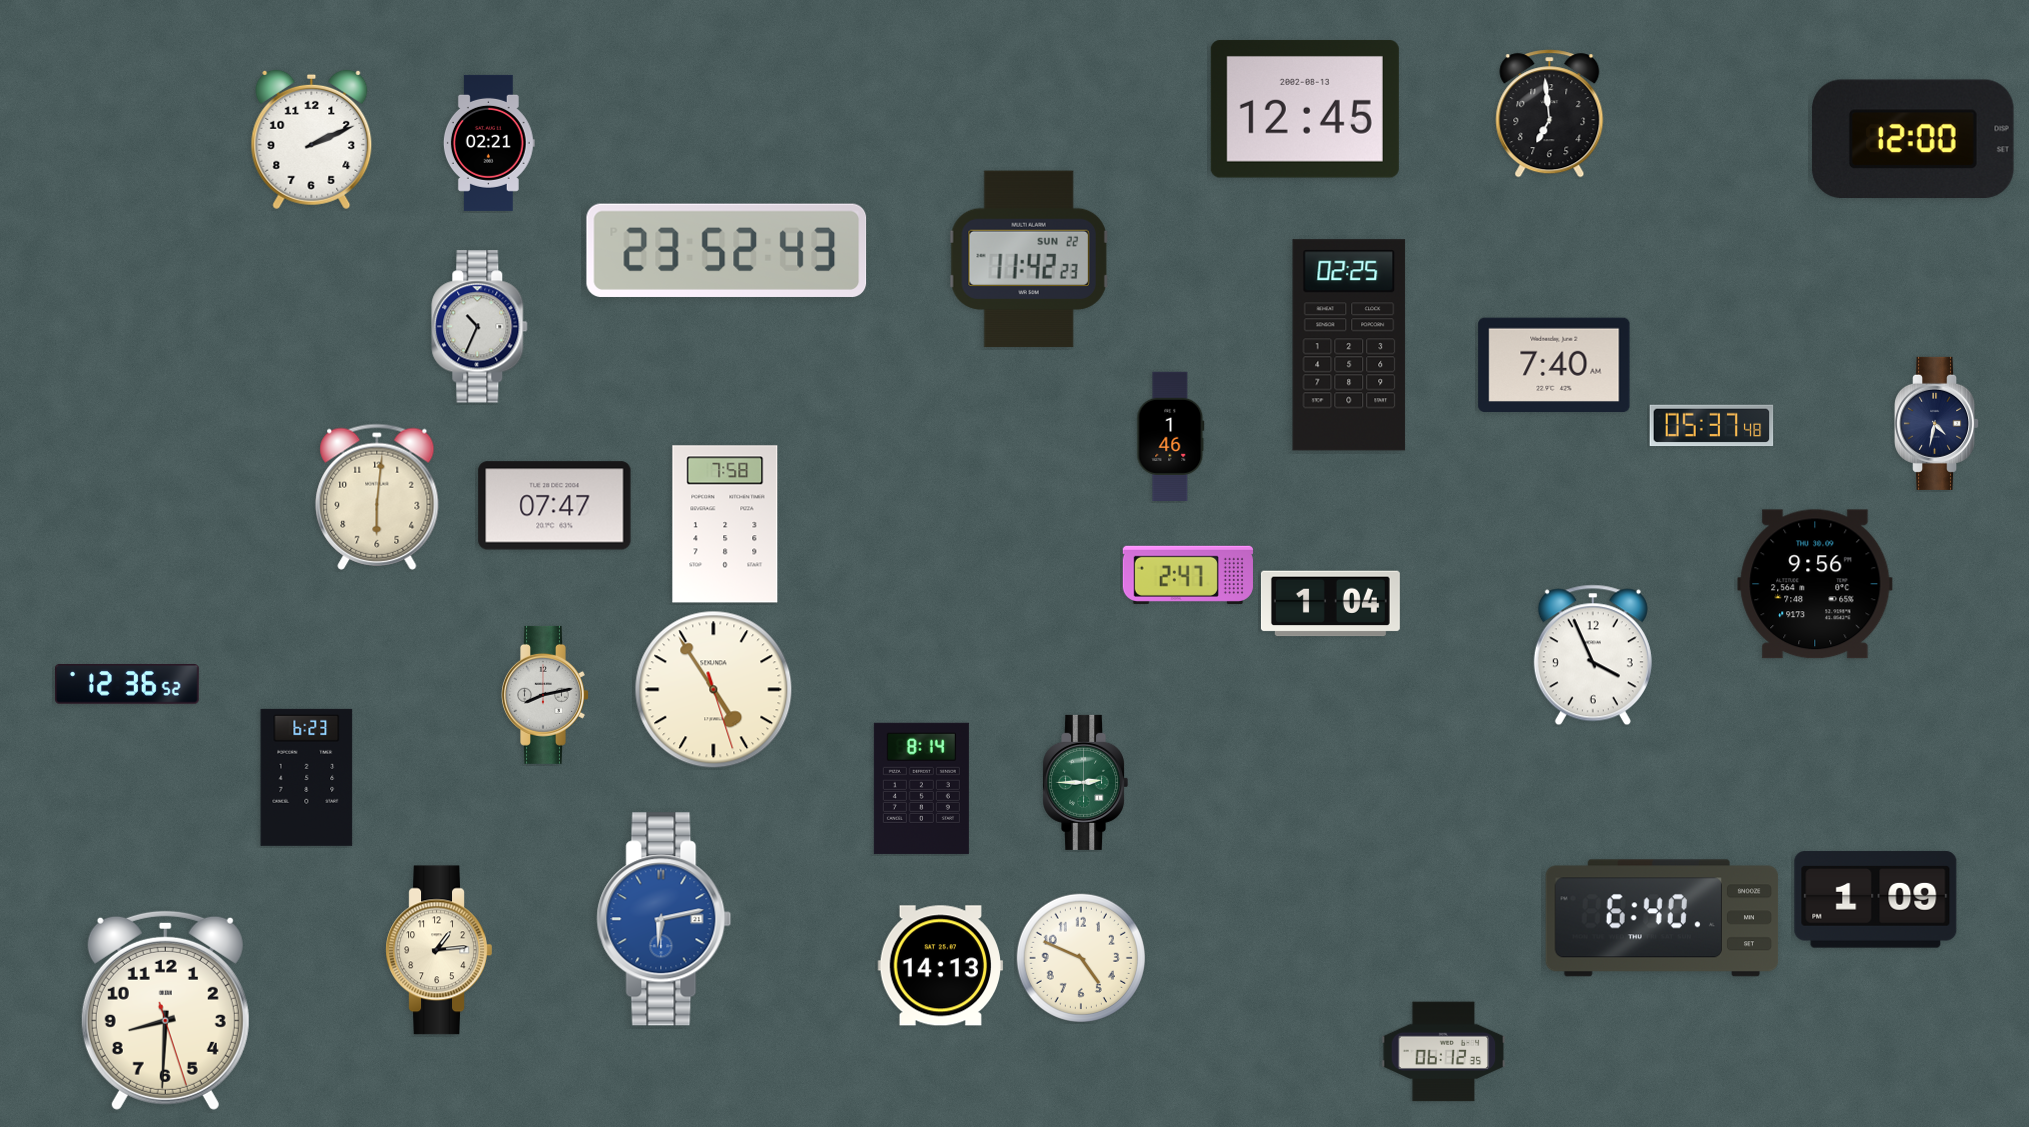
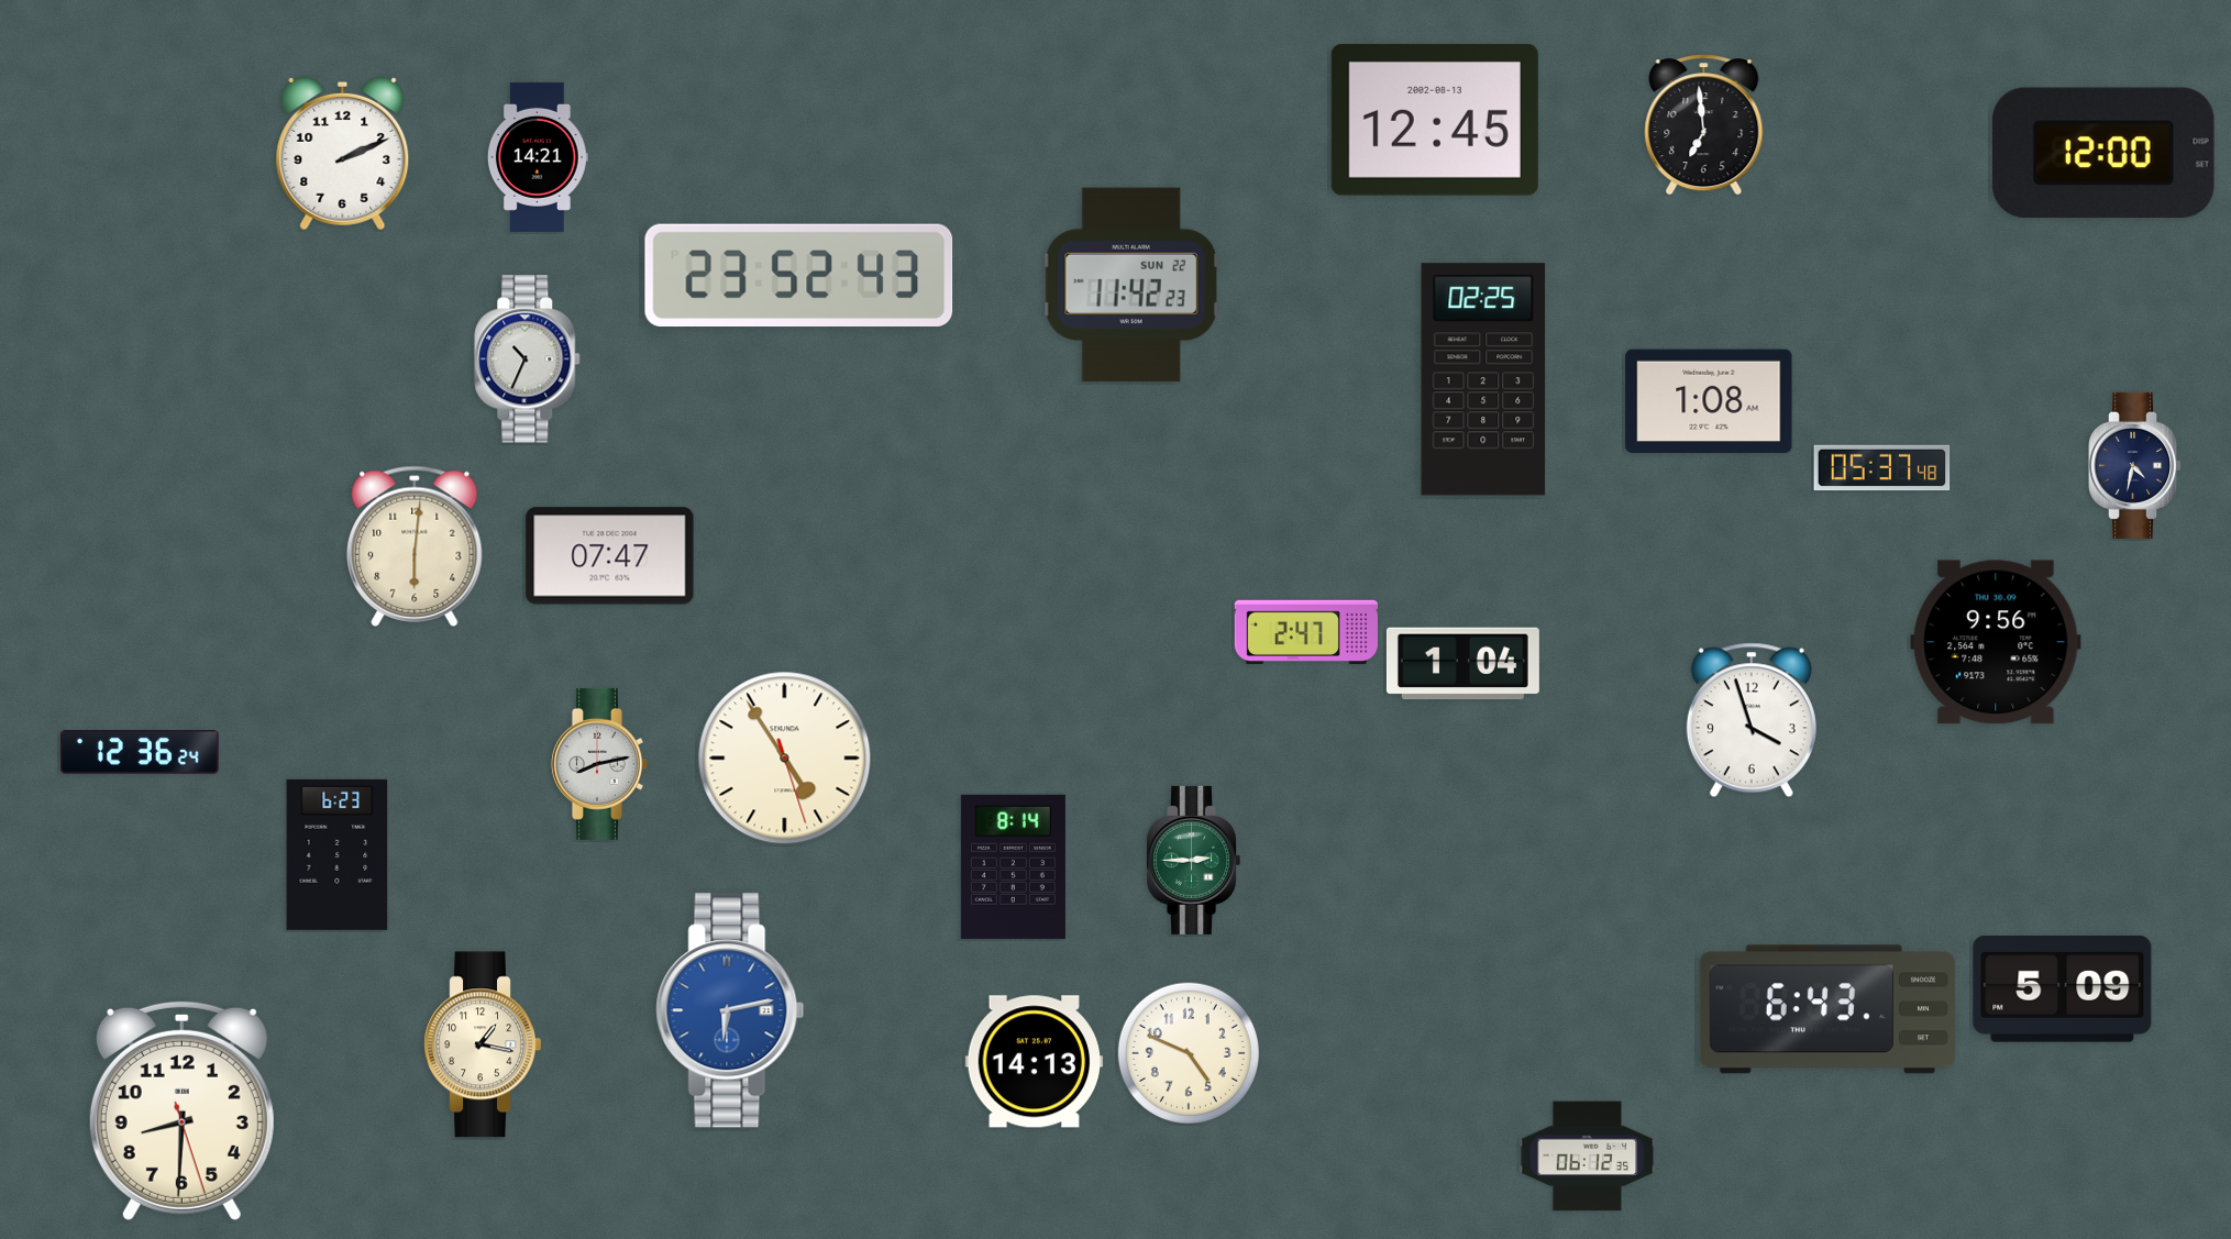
clock at (489, 143): 02:21 -> 14:21
clock at (1554, 364): 7:40 -> 1:08
clock at (1937, 423) position: (1937, 423) -> (2135, 465)
clock at (1171, 436): 1:46 -> none
clock at (725, 524): 7:58 -> none
clock at (1593, 655): 3:56 -> 3:57
clock at (127, 685): 12:36:52 -> 12:36:24
clock at (1876, 900): 1:09 -> 5:09
clock at (1662, 918): 6:40 -> 6:43
clock at (439, 950): 1:14 -> 1:17
